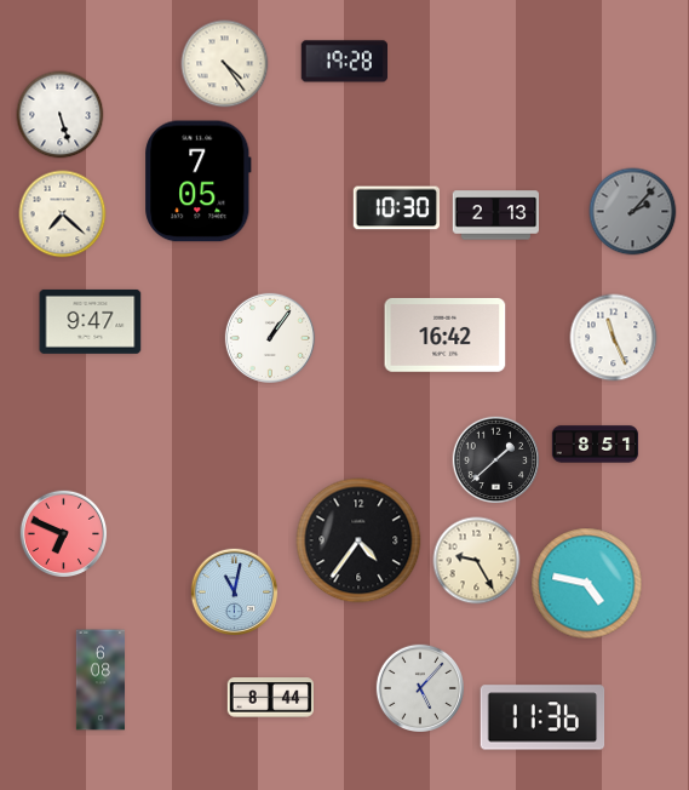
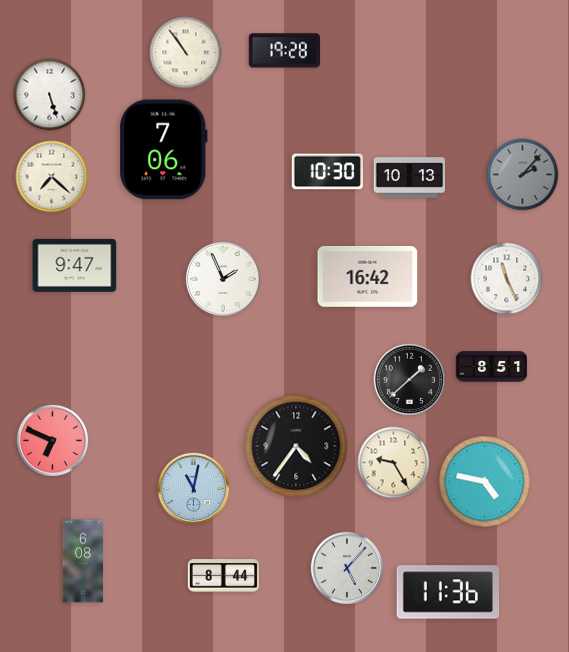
clock at (225, 64): 4:24 -> 10:54
clock at (199, 182): 7:05 -> 7:06
clock at (496, 216): 2:13 -> 10:13
clock at (270, 338): 1:06 -> 1:56
